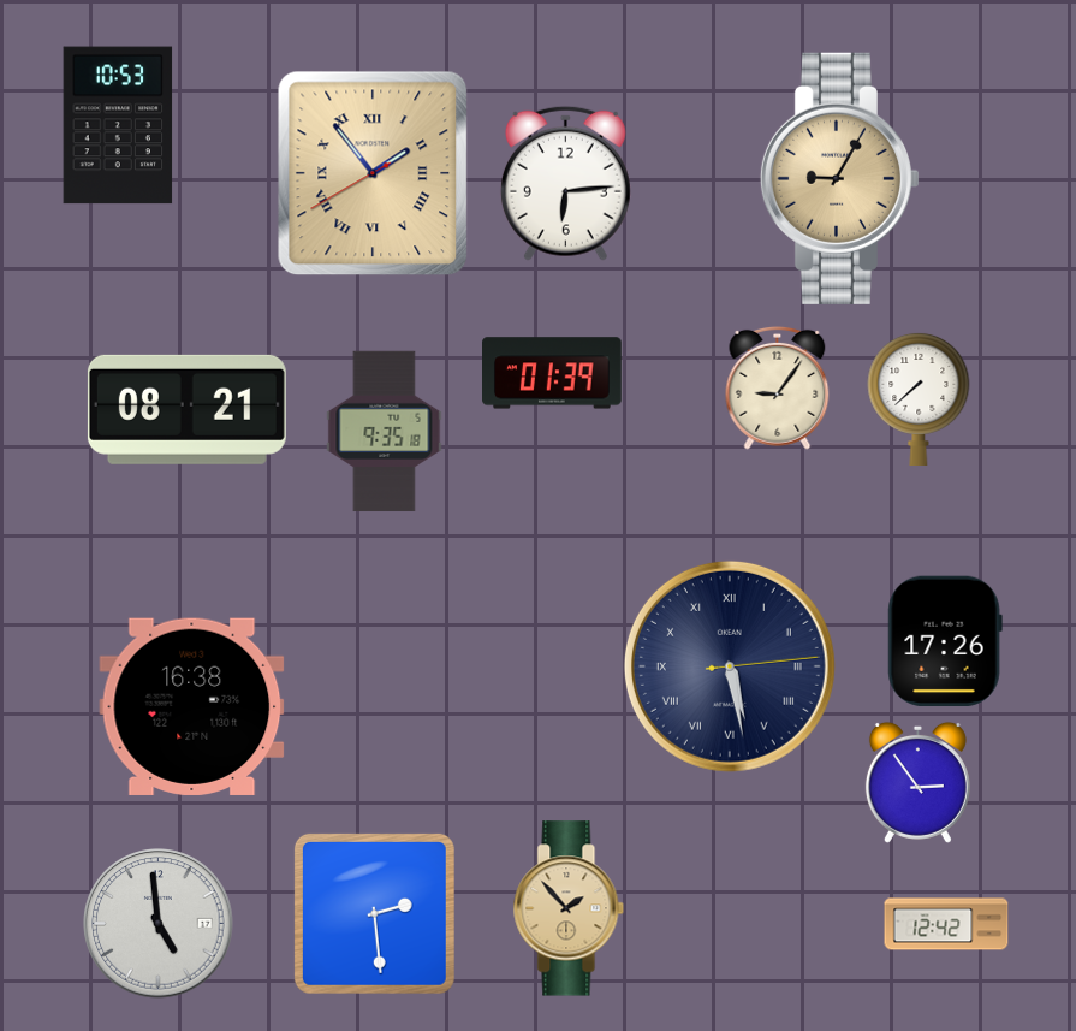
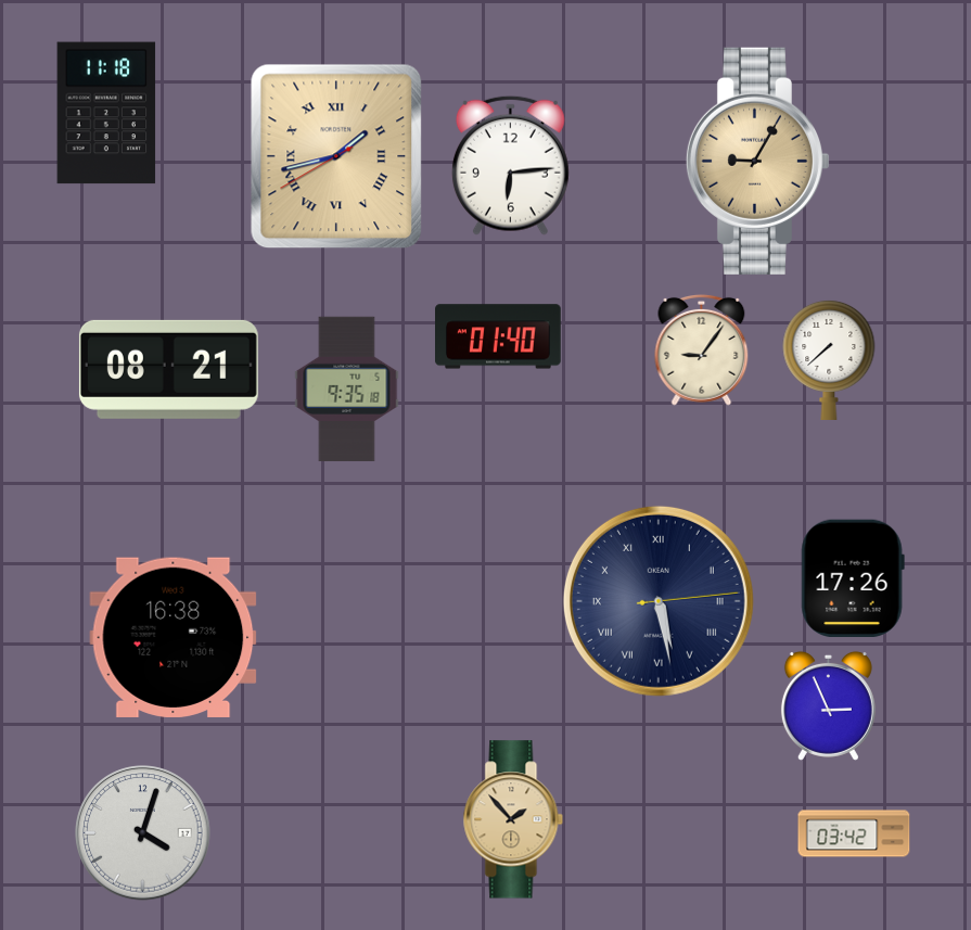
clock at (118, 125): 10:53 -> 11:18
clock at (373, 173): 1:53 -> 1:42
clock at (552, 373): 01:39 -> 01:40
clock at (917, 782): 2:54 -> 2:56
clock at (374, 913): 2:29 -> none
clock at (159, 924): 4:59 -> 4:03
clock at (946, 924): 12:42 -> 03:42
